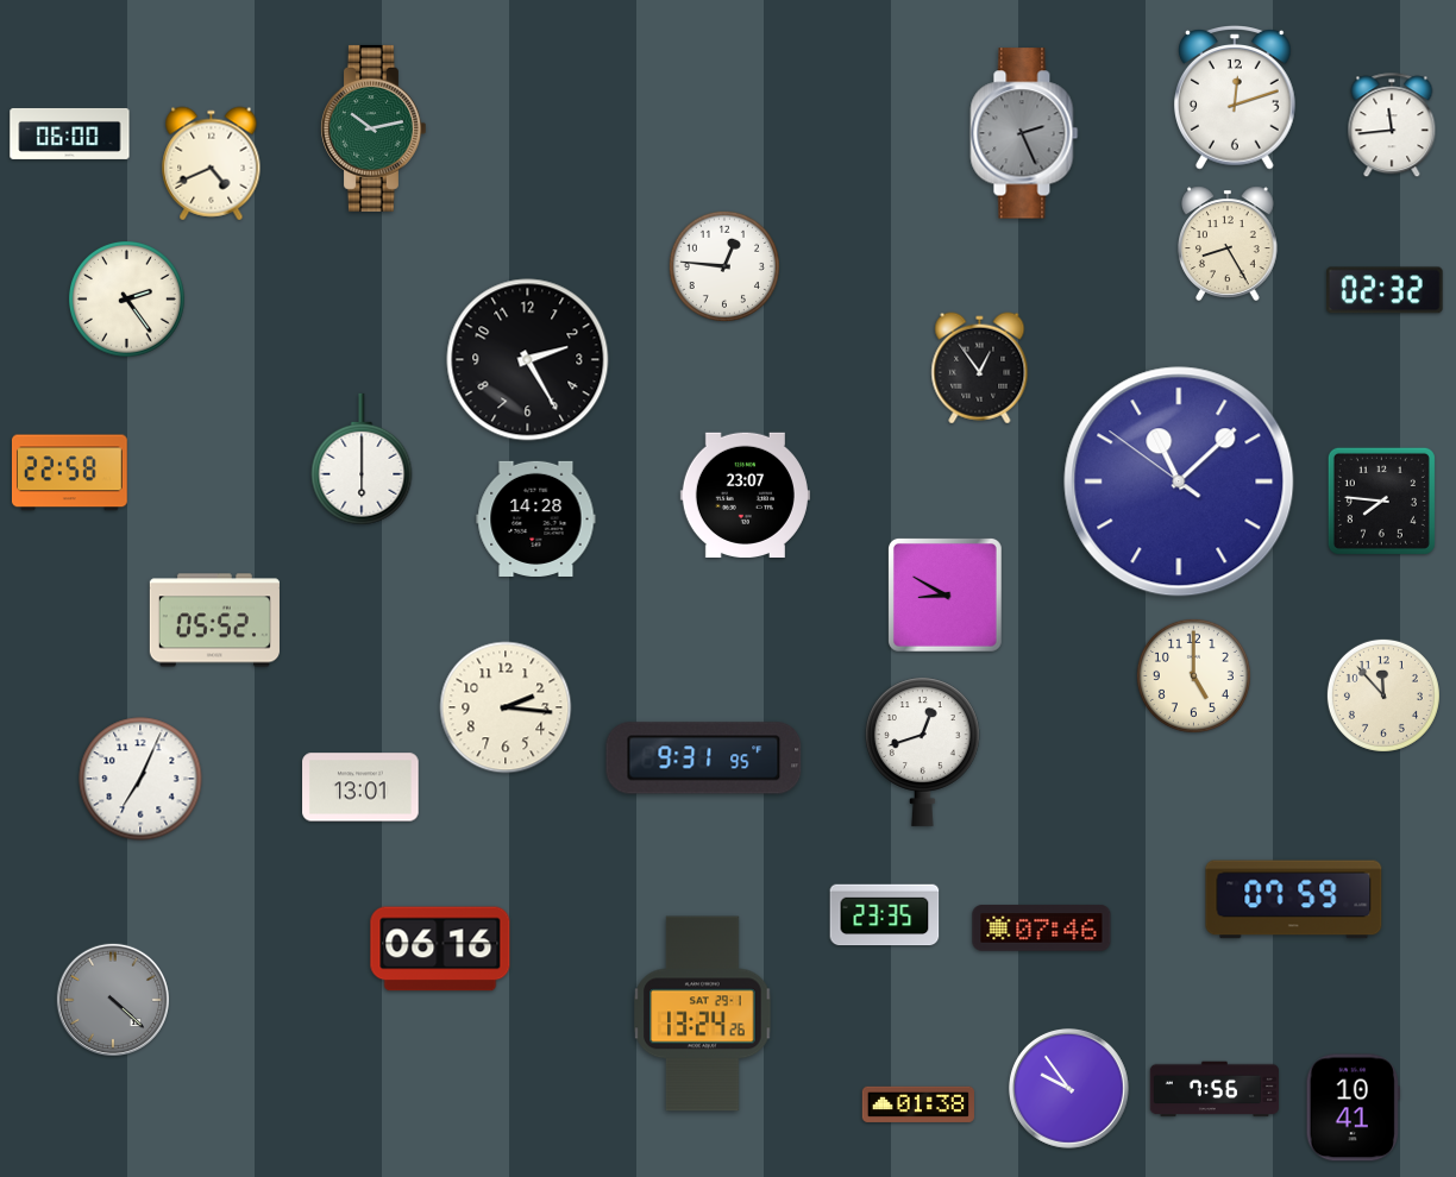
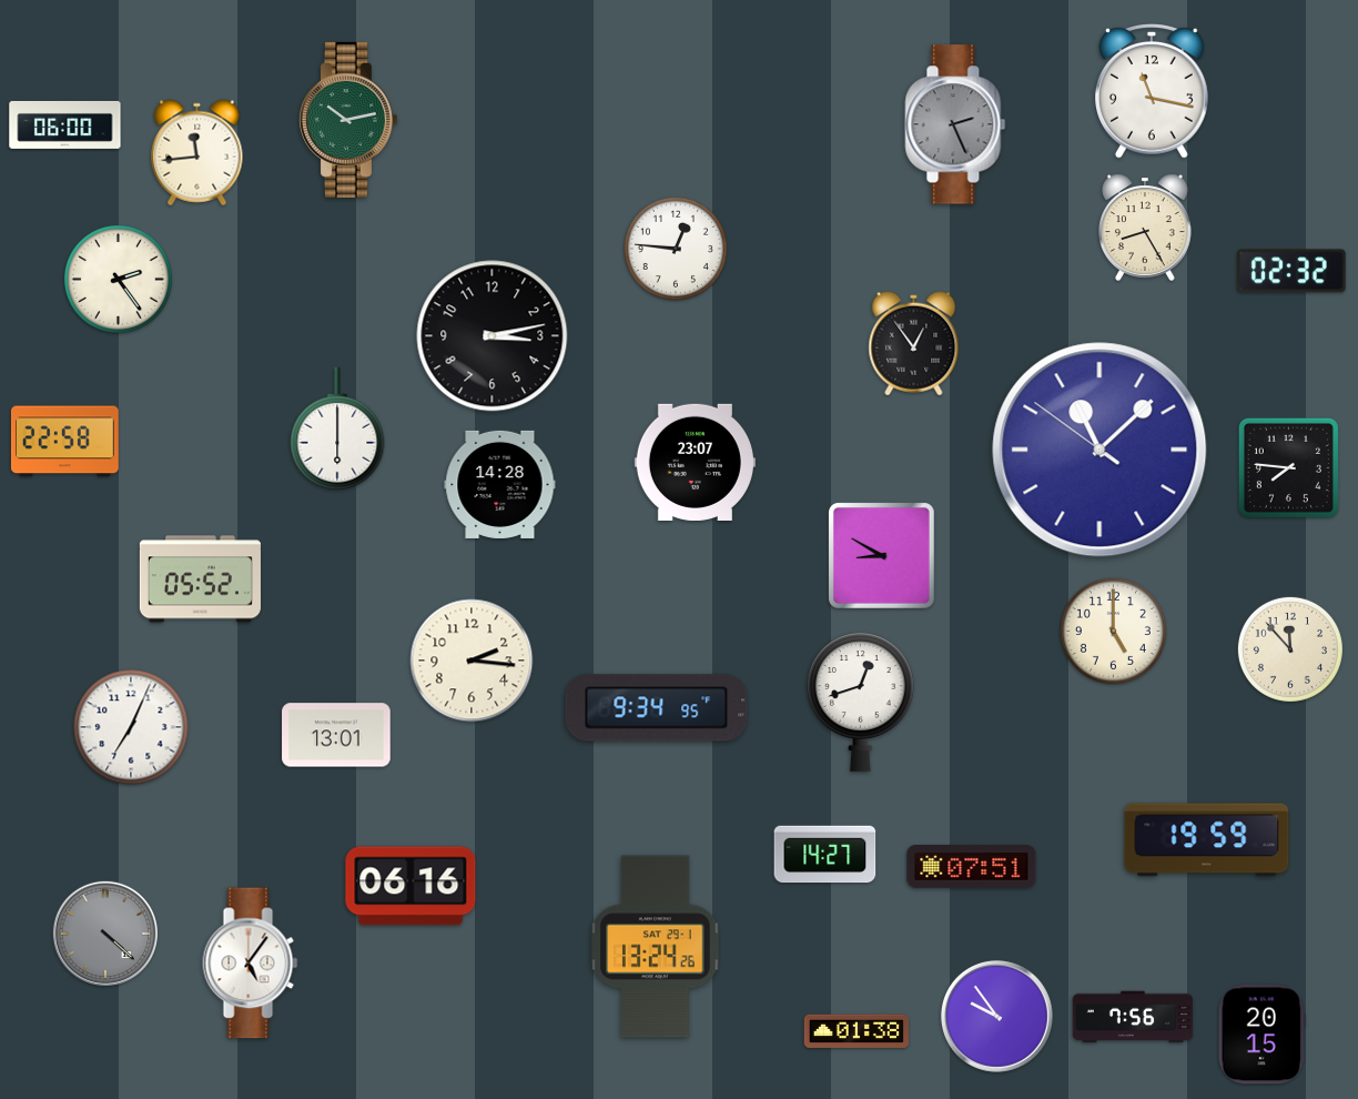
clock at (1236, 97): 12:12 -> 11:17
clock at (1392, 126): 11:44 -> none
clock at (212, 164): 4:41 -> 11:44
clock at (528, 360): 2:25 -> 3:13
clock at (704, 759): 9:31 -> 9:34
clock at (1294, 900): 07:59 -> 19:59
clock at (885, 915): 23:35 -> 14:27
clock at (1042, 929): 07:46 -> 07:51
clock at (251, 964): none -> 5:06
clock at (1353, 1108): 10:41 -> 20:15
